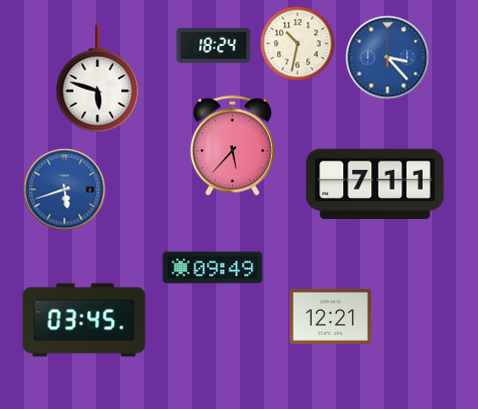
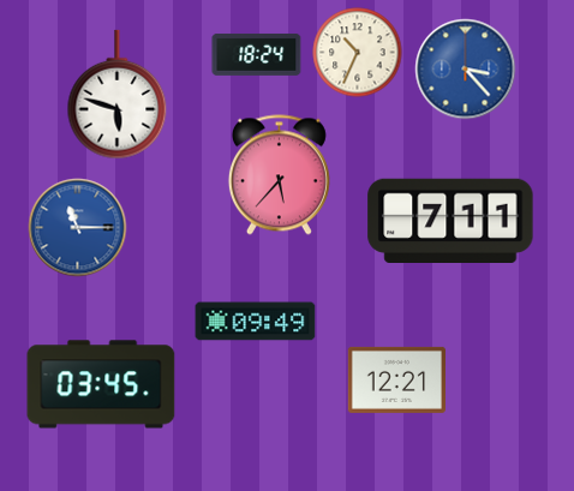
clock at (298, 44): 10:32 -> 10:34
clock at (65, 190): 5:42 -> 11:15
